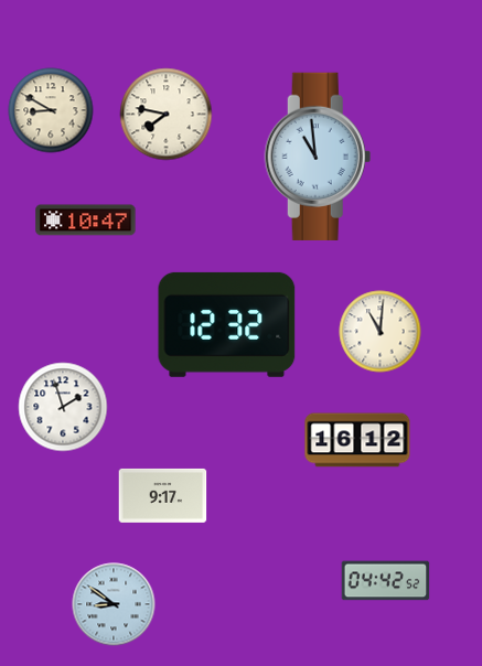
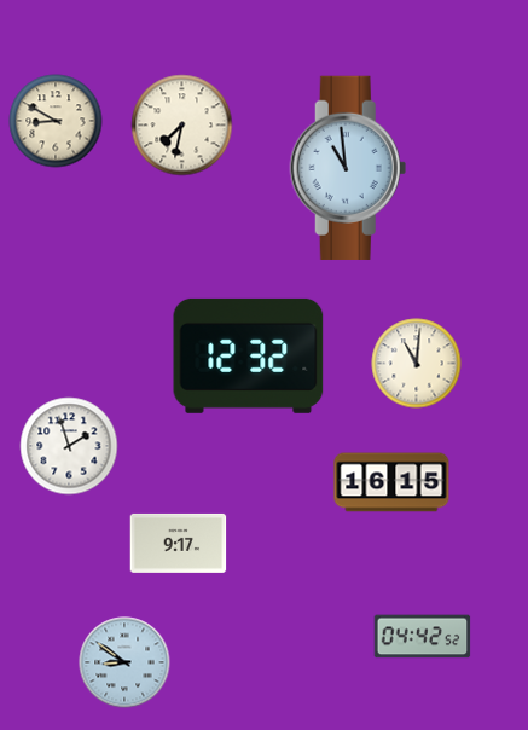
clock at (167, 115): 7:47 -> 7:32
clock at (318, 157) position: (318, 157) -> (348, 168)
clock at (86, 221): 10:47 -> none
clock at (357, 440): 16:12 -> 16:15
